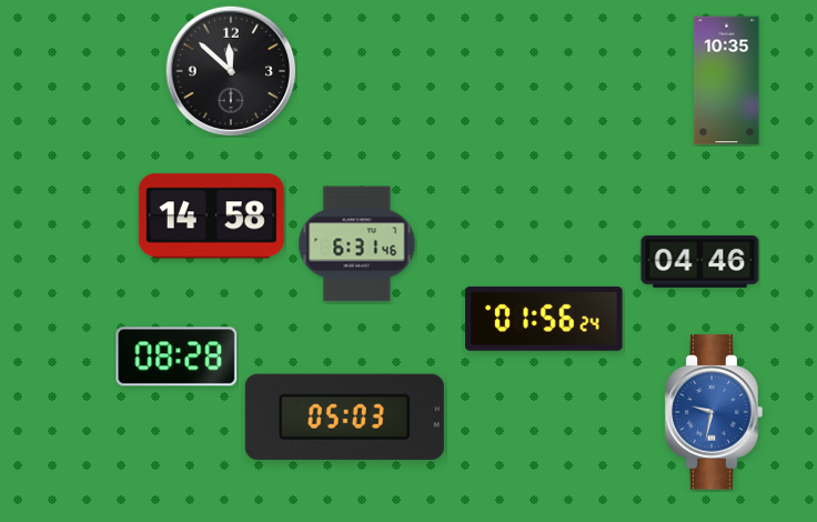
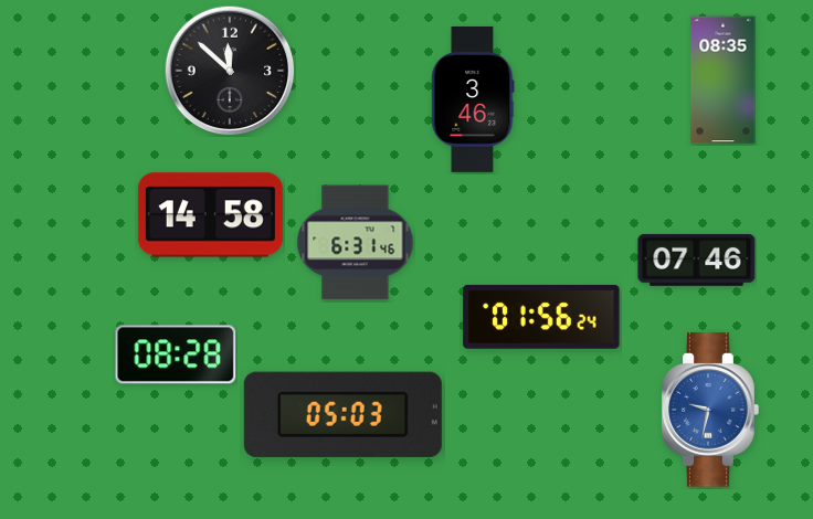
clock at (727, 81): 10:35 -> 08:35
clock at (473, 99): none -> 3:46
clock at (700, 261): 04:46 -> 07:46
